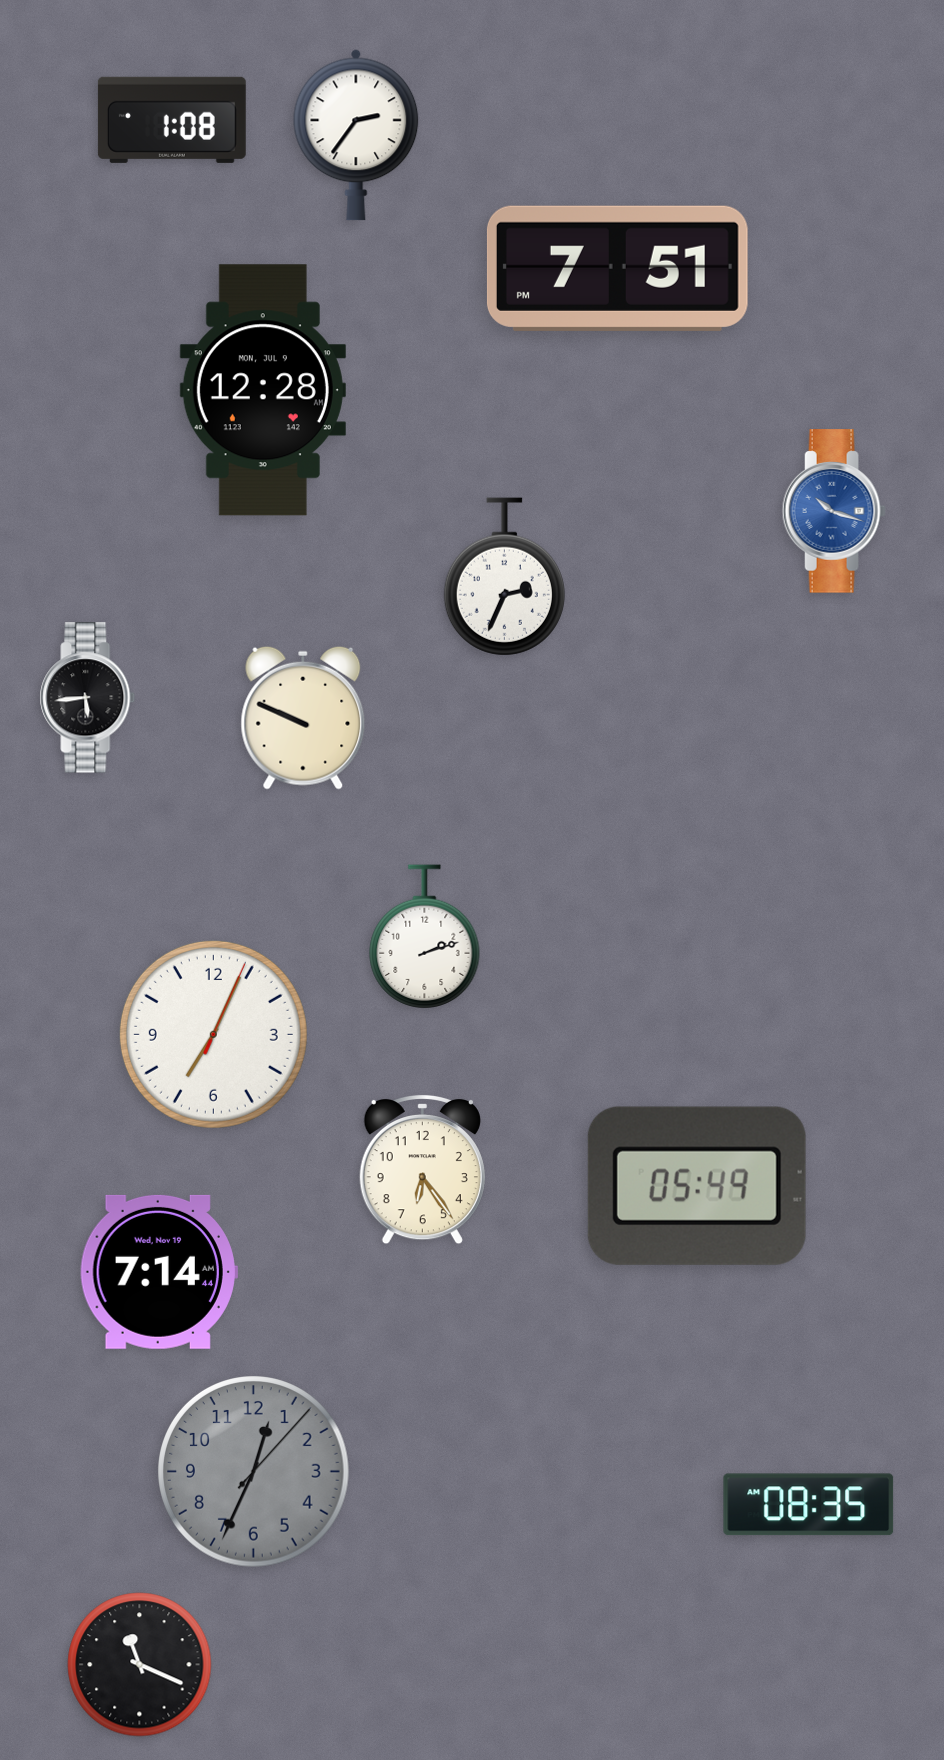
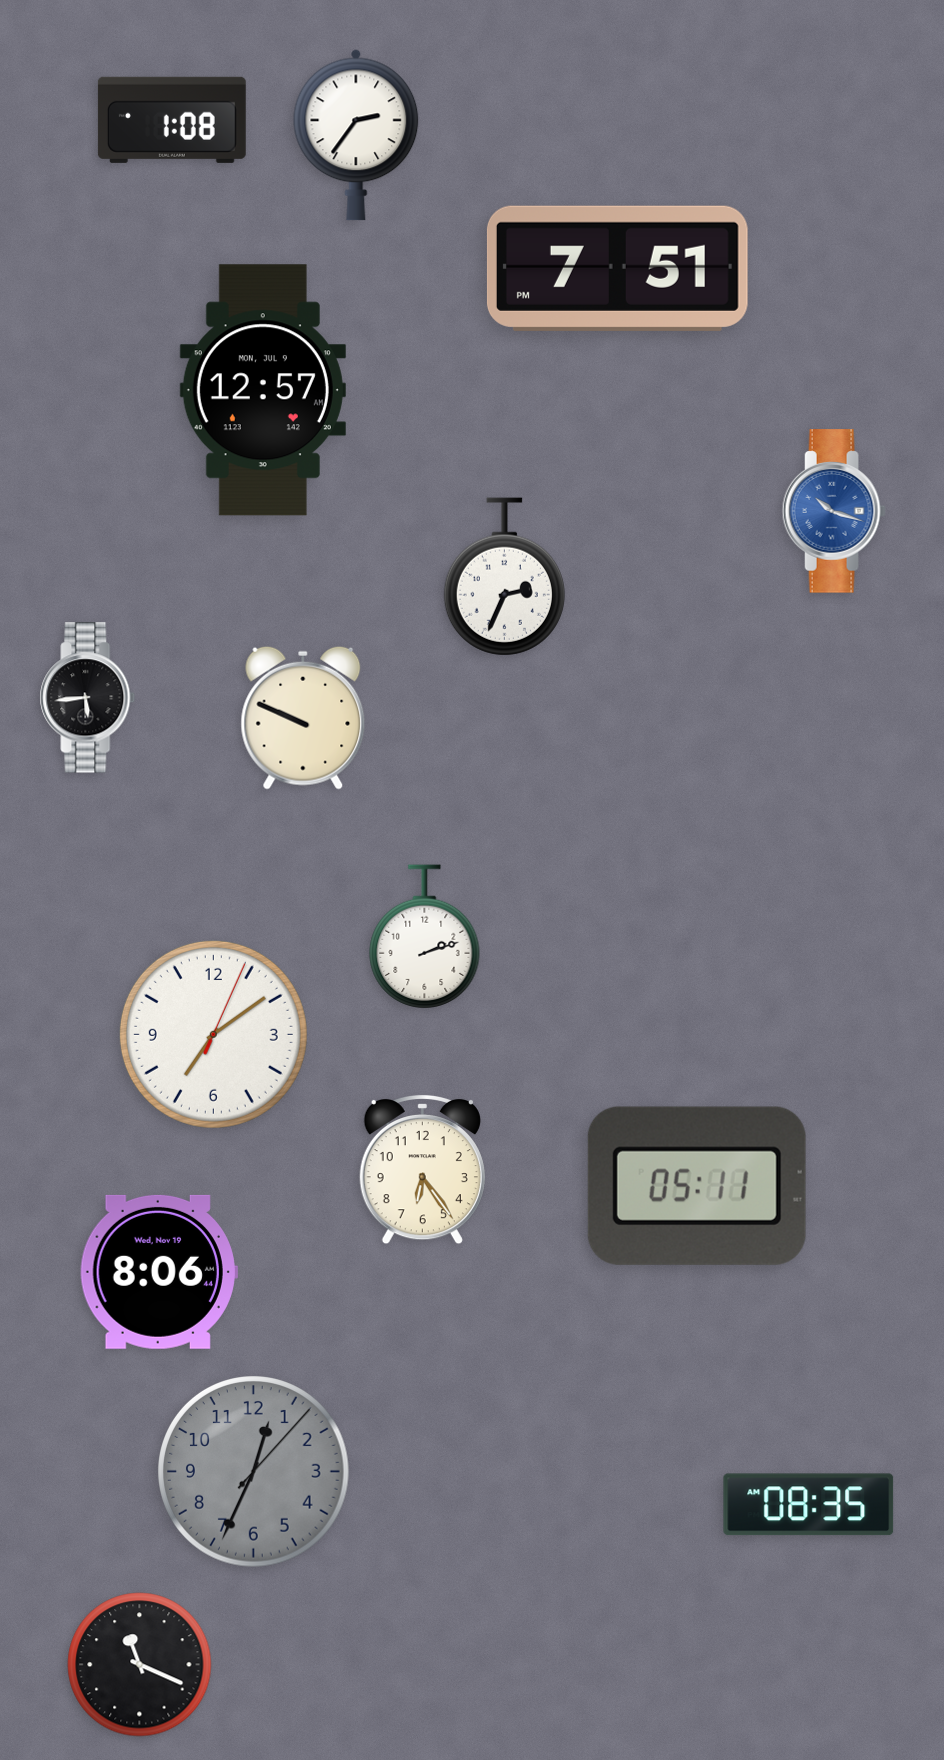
clock at (263, 390): 12:28 -> 12:57
clock at (213, 1034): 7:04 -> 7:09
clock at (697, 1186): 05:49 -> 05:11
clock at (159, 1272): 7:14 -> 8:06
